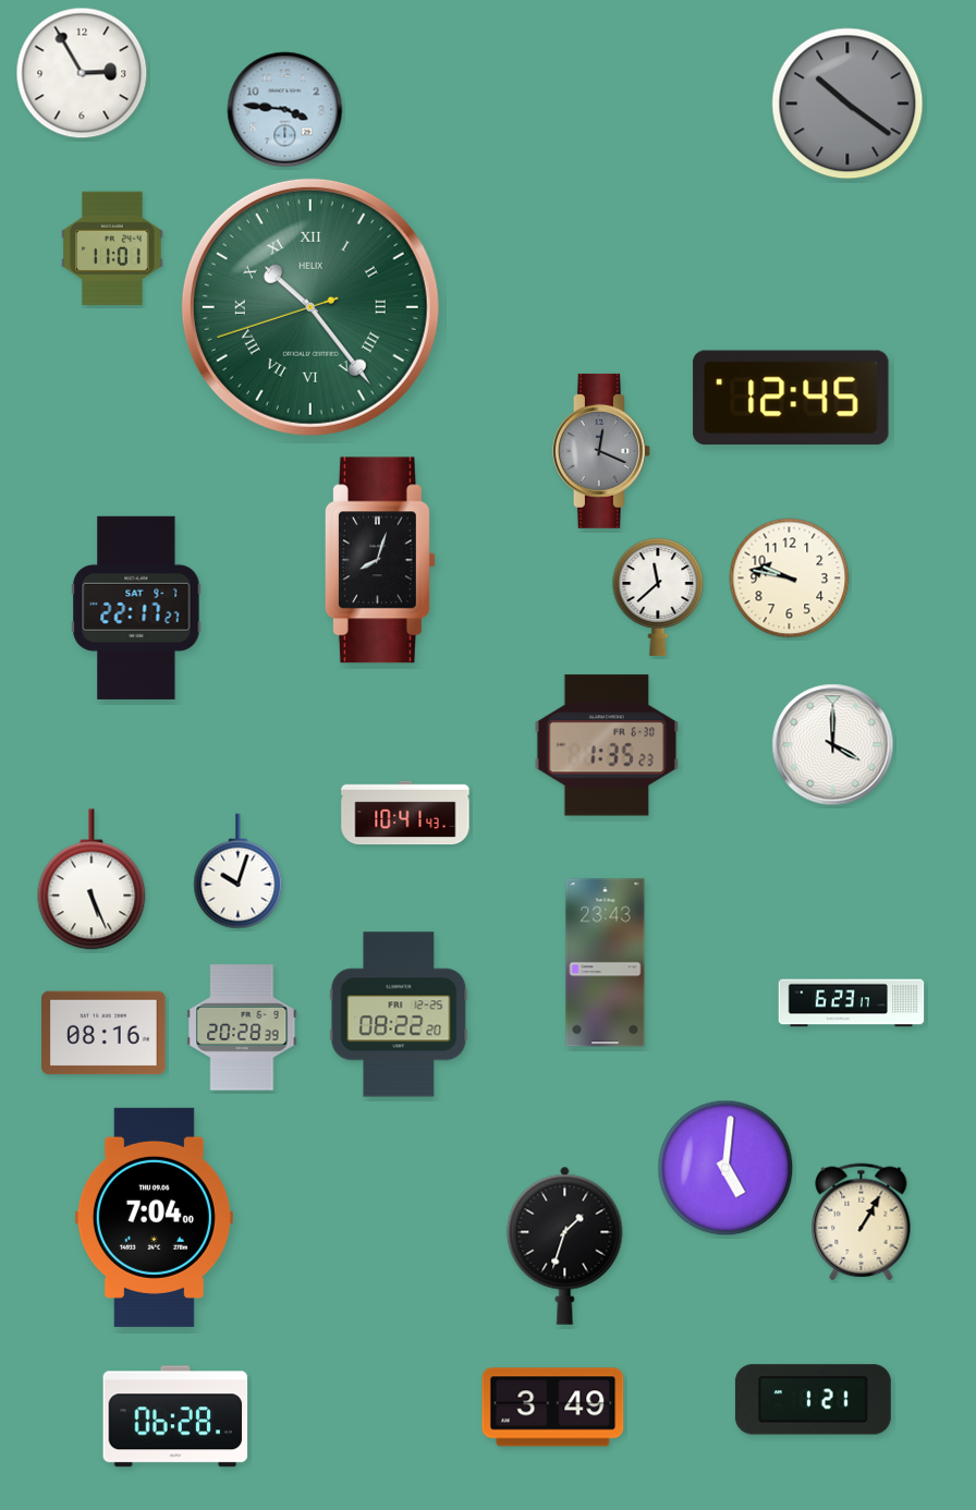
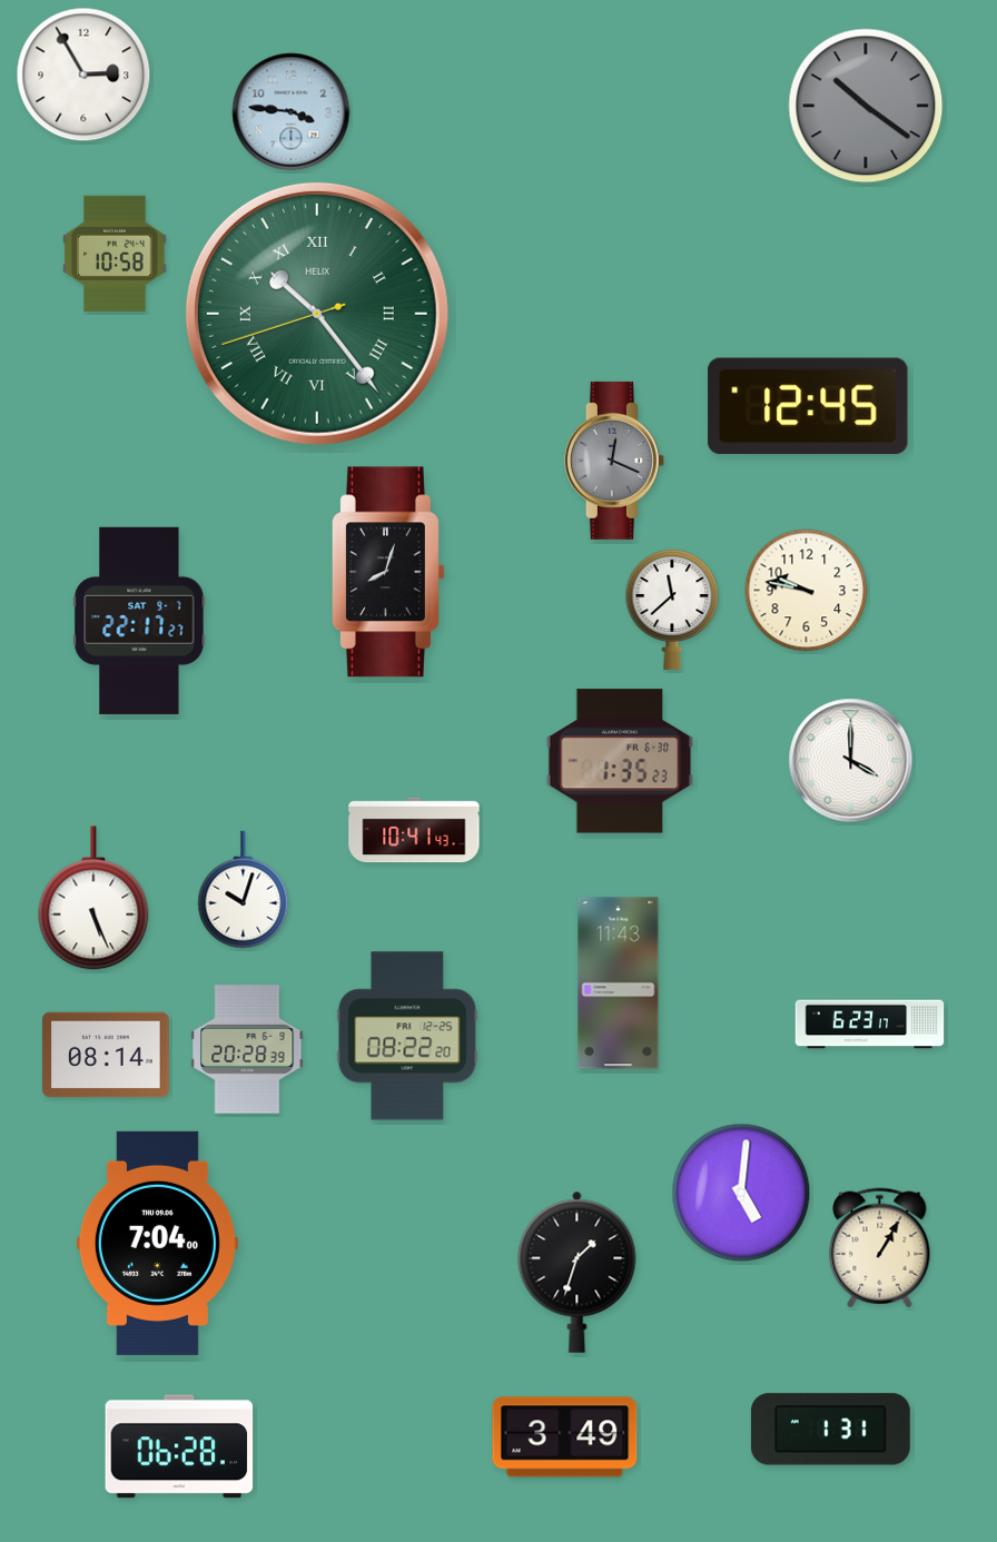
clock at (112, 247): 11:01 -> 10:58
clock at (606, 963): 23:43 -> 11:43
clock at (103, 1033): 08:16 -> 08:14
clock at (813, 1400): 1:21 -> 1:31
